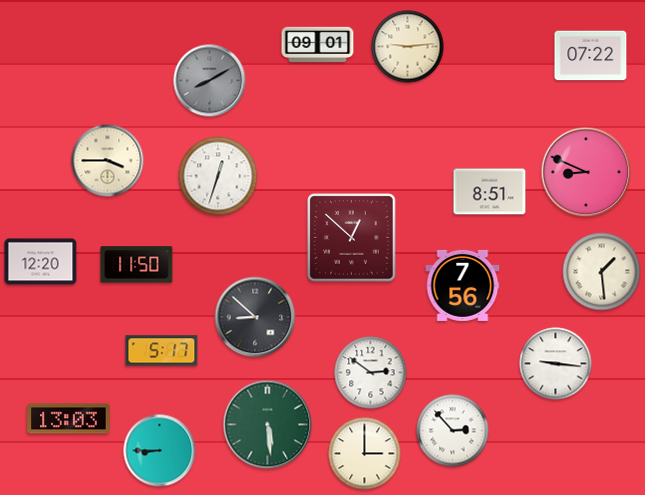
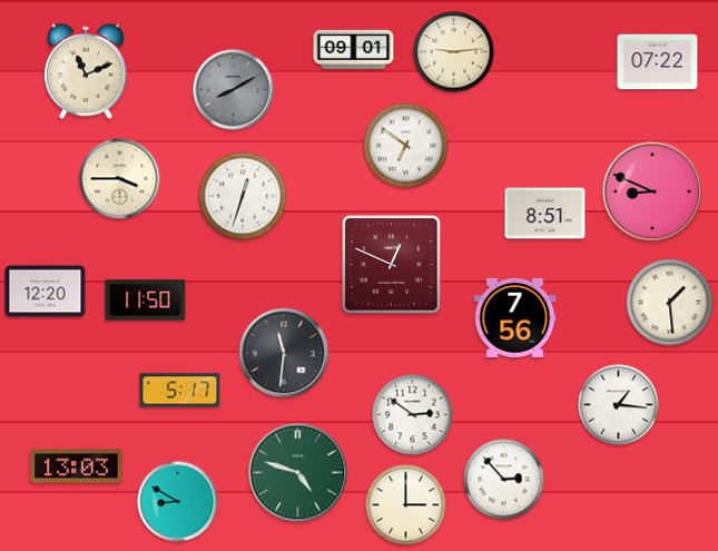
clock at (86, 71): none -> 11:11
clock at (406, 146): none -> 6:51
clock at (352, 238): 12:52 -> 12:49
clock at (137, 265) position: (137, 265) -> (146, 301)
clock at (255, 317): 8:52 -> 11:31
clock at (556, 364): 9:16 -> 1:16
clock at (268, 425): 5:29 -> 4:48
clock at (160, 451): 8:45 -> 8:50
